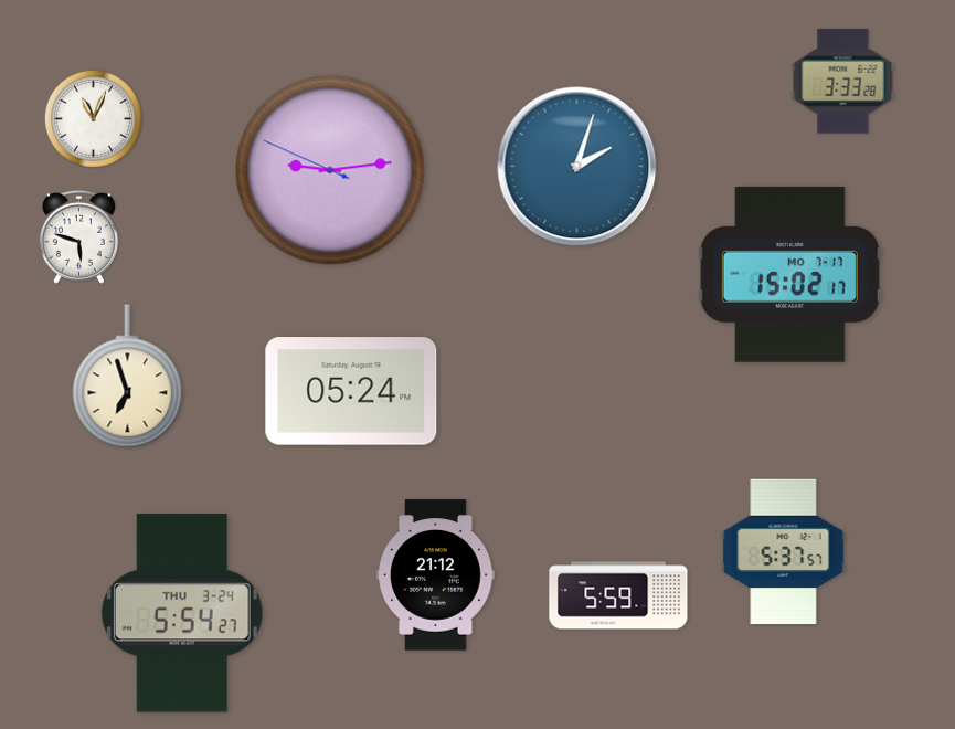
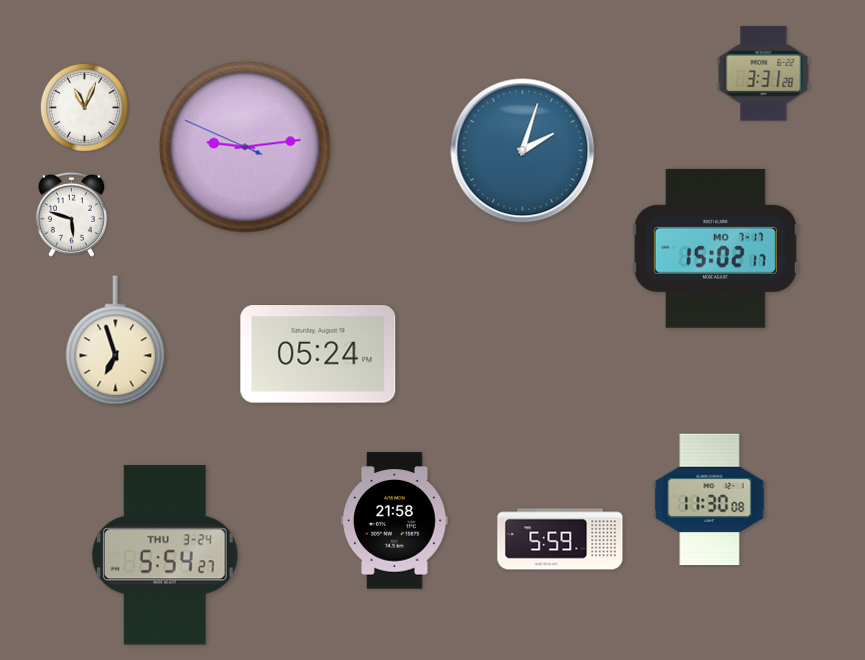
clock at (843, 82): 3:33 -> 3:31
clock at (330, 170) position: (330, 170) -> (245, 147)
clock at (784, 552): 5:37 -> 11:30
clock at (436, 575): 21:12 -> 21:58
